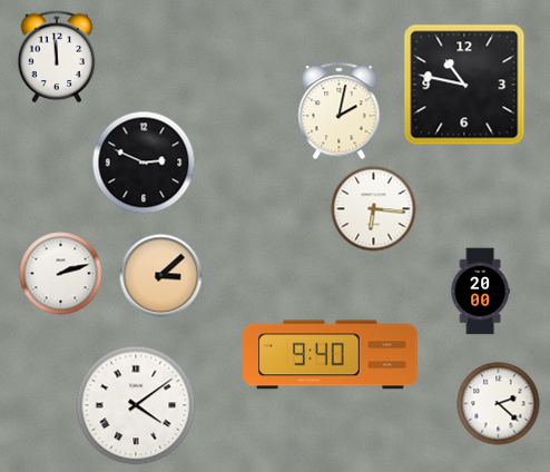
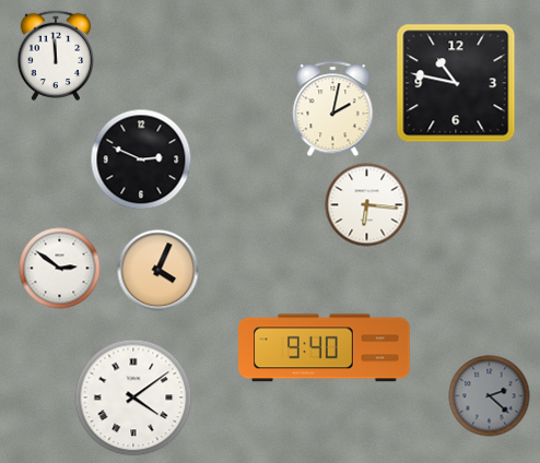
clock at (61, 274): 2:12 -> 2:51
clock at (161, 276): 3:08 -> 4:04
clock at (480, 292): 20:00 -> none
clock at (499, 404) dial: white -> grey
